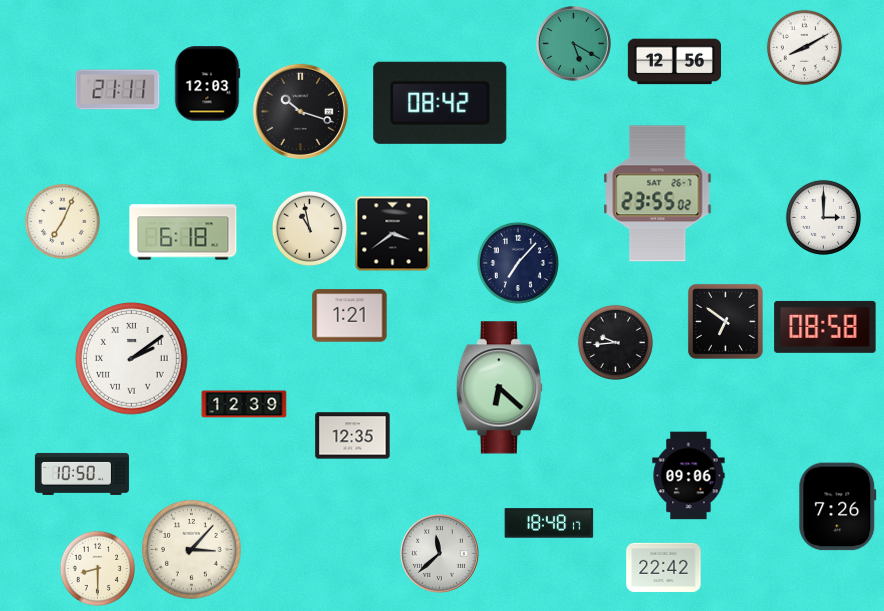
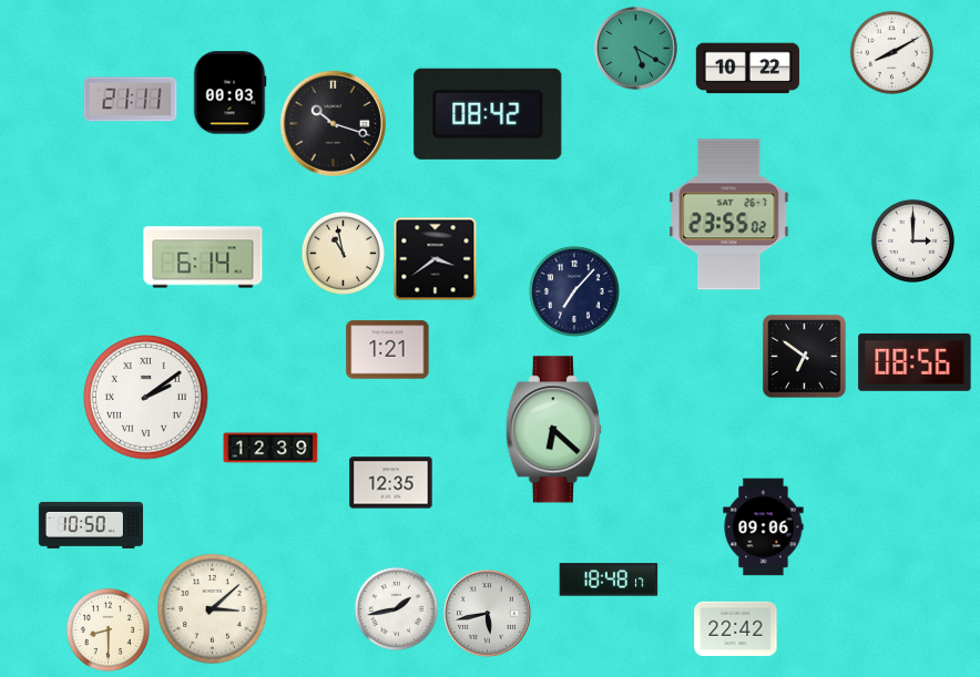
clock at (674, 62): 12:56 -> 10:22
clock at (207, 84): 12:03 -> 00:03
clock at (62, 221): 7:04 -> none
clock at (183, 232): 6:18 -> 6:14
clock at (825, 327): 08:58 -> 08:56
clock at (615, 342): 9:44 -> none
clock at (838, 507): 7:26 -> none
clock at (191, 549): 3:07 -> 3:08
clock at (396, 608): none -> 1:43
clock at (440, 554): 11:38 -> 5:43
